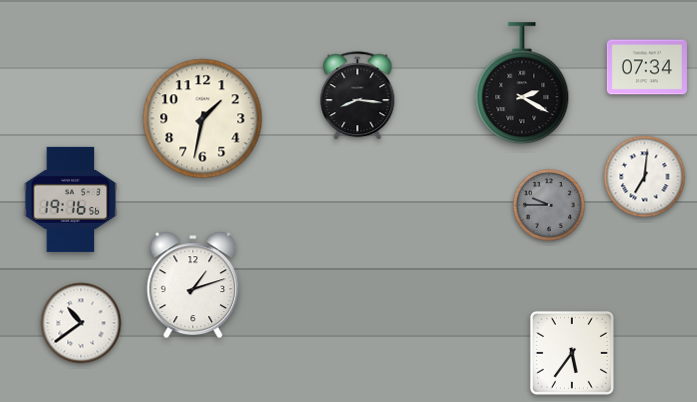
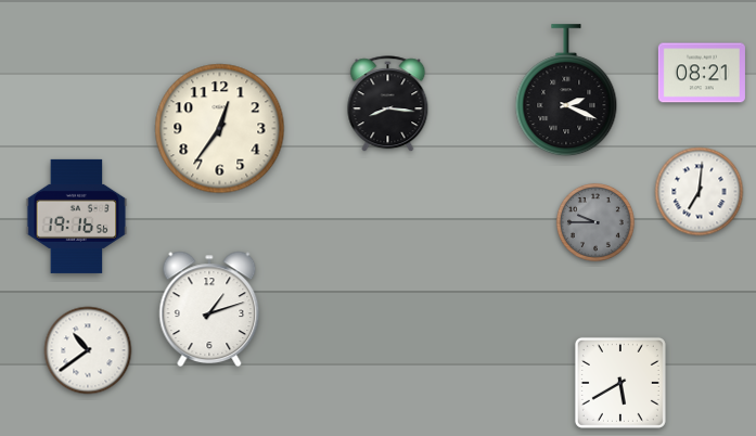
clock at (647, 67): 07:34 -> 08:21
clock at (522, 84): 2:20 -> 2:19
clock at (203, 119): 1:32 -> 12:36
clock at (572, 353): 5:36 -> 5:40
